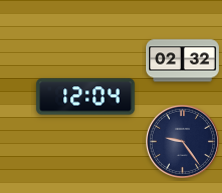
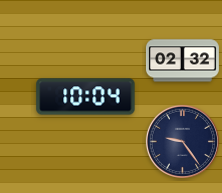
clock at (86, 97): 12:04 -> 10:04
